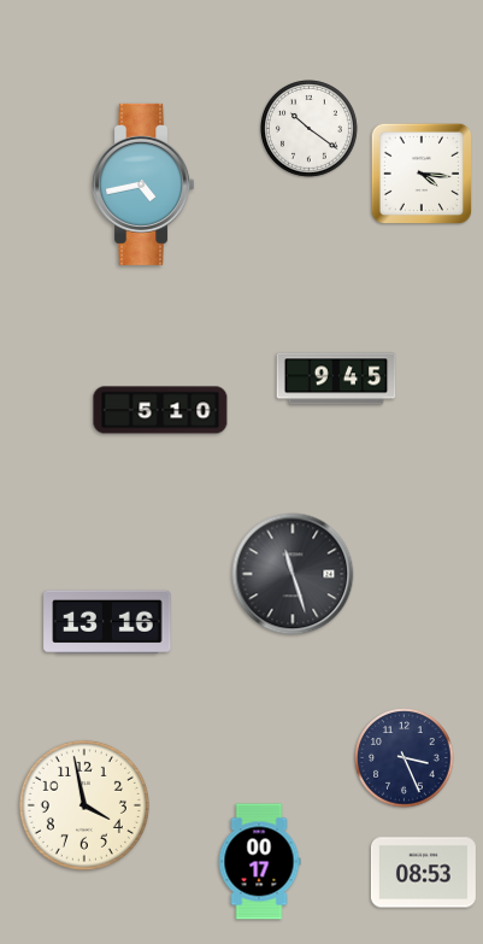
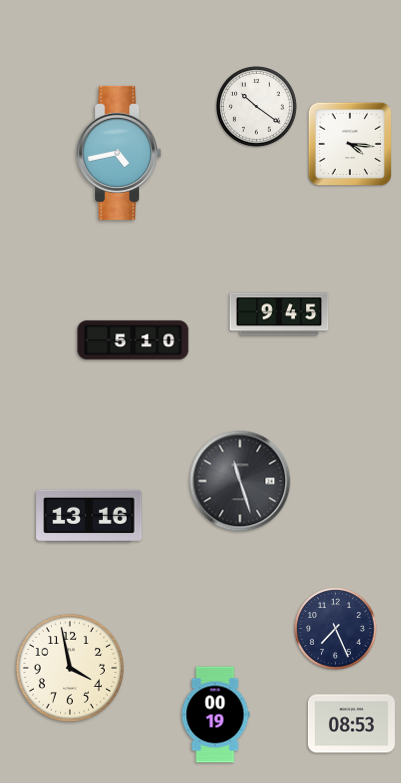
clock at (293, 574) position: (293, 574) -> (240, 481)
clock at (405, 758): 3:26 -> 7:26
clock at (259, 862): 00:17 -> 00:19
